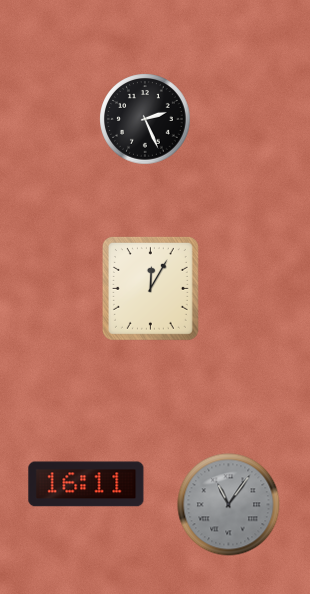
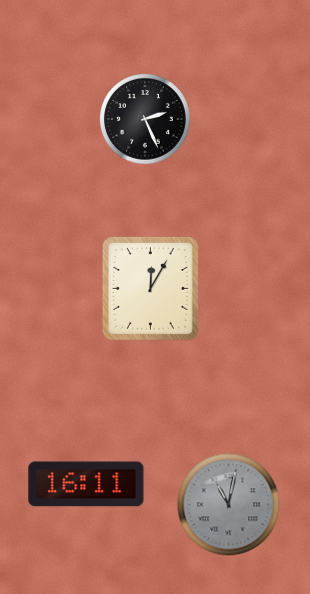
clock at (229, 505): 11:06 -> 11:02
